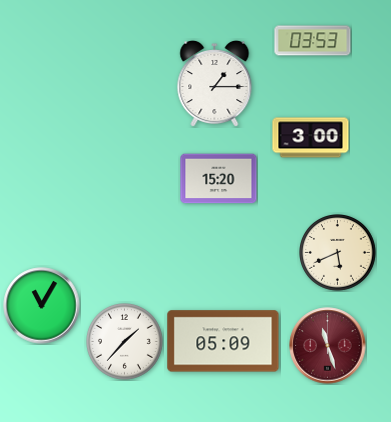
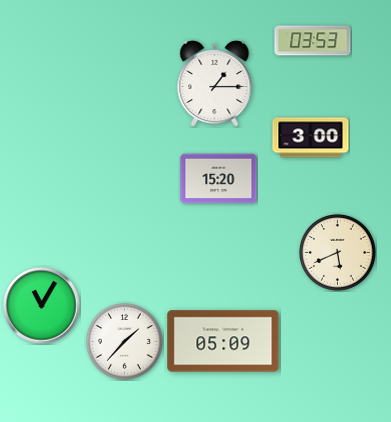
clock at (328, 346): 11:27 -> none
